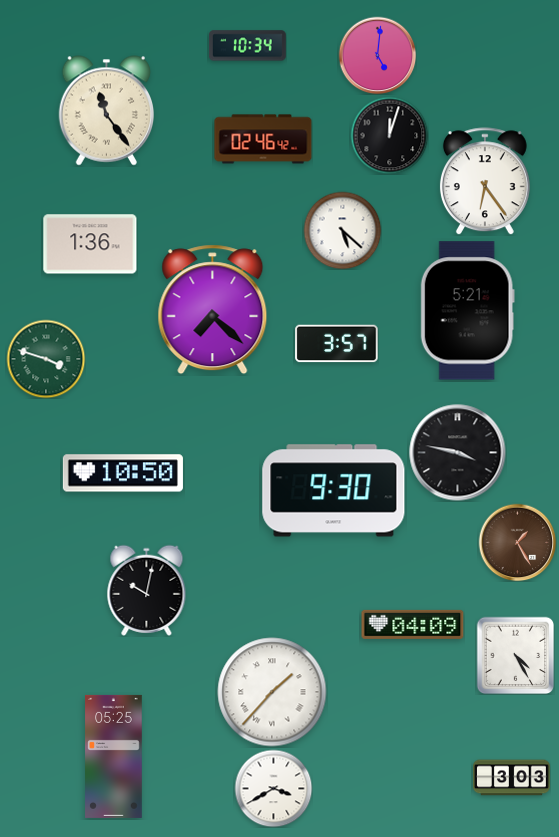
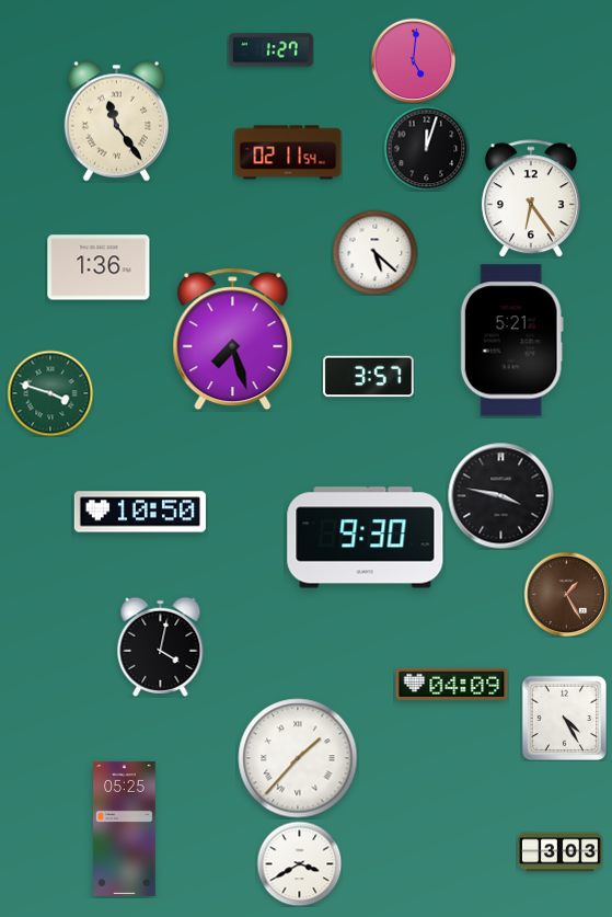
clock at (247, 46): 10:34 -> 1:27
clock at (263, 139): 02:46 -> 02:11
clock at (213, 310): 7:22 -> 7:27
clock at (123, 473) position: (123, 473) -> (140, 512)
clock at (147, 590): 10:02 -> 4:02
